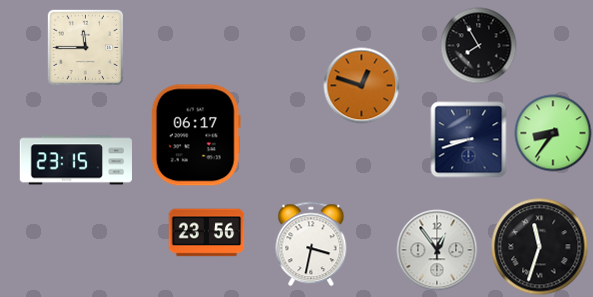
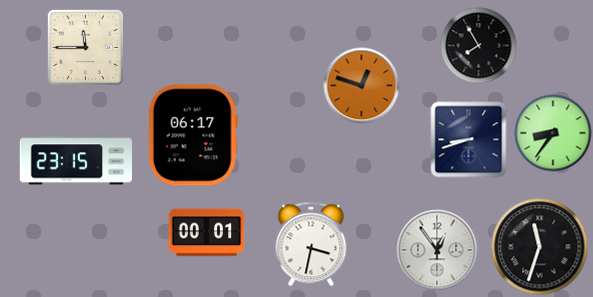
clock at (196, 135) position: (196, 135) -> (193, 135)
clock at (207, 233): 23:56 -> 00:01
